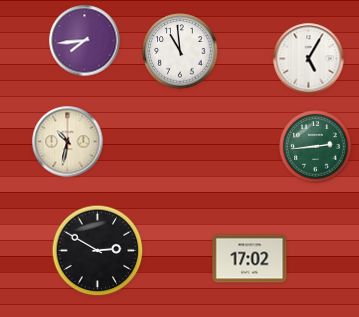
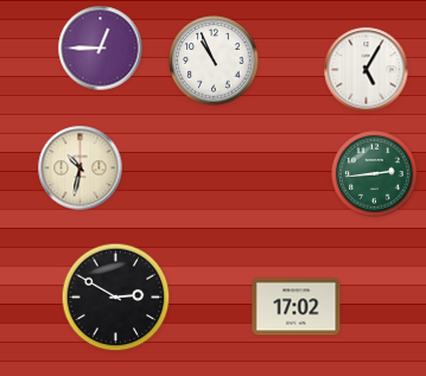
clock at (85, 41): 7:44 -> 12:45
clock at (180, 51): 10:59 -> 10:56
